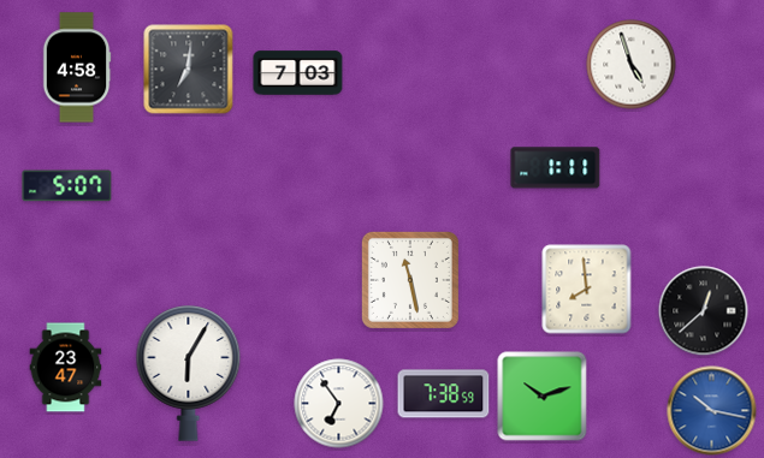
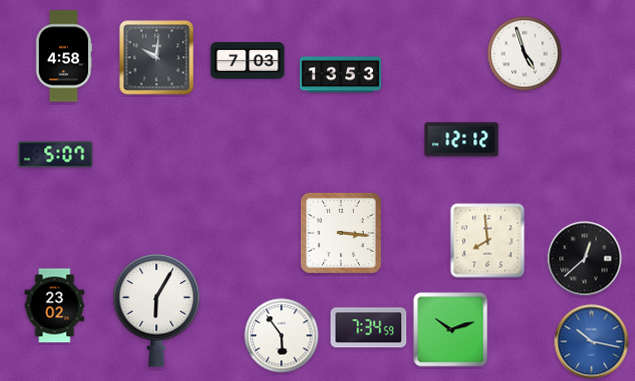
clock at (189, 70): 7:01 -> 10:01
clock at (341, 75): none -> 13:53
clock at (556, 168): 1:11 -> 12:12
clock at (410, 280): 11:28 -> 3:16
clock at (66, 368): 23:47 -> 23:02
clock at (444, 394): 7:38 -> 7:34
clock at (339, 404): 6:54 -> 5:54
